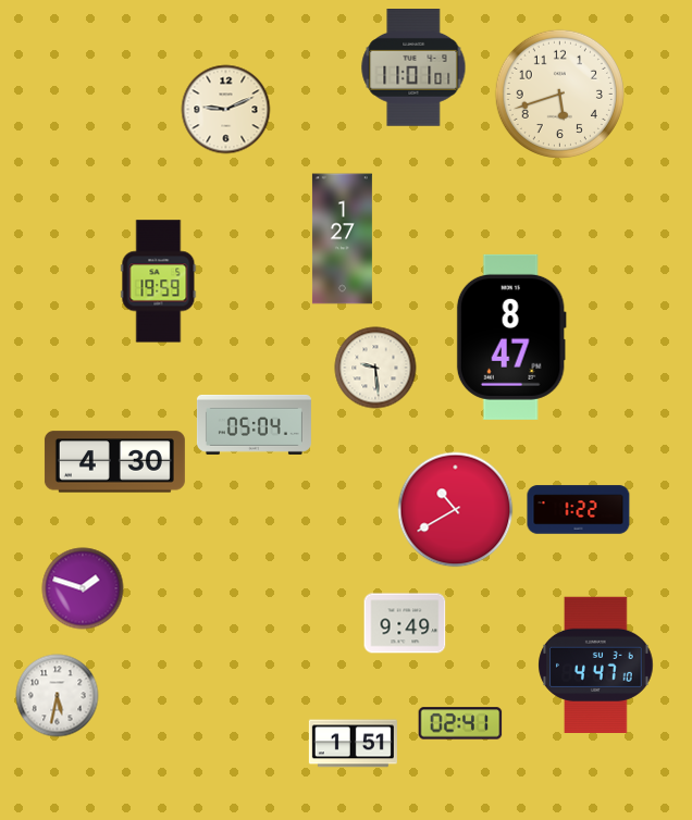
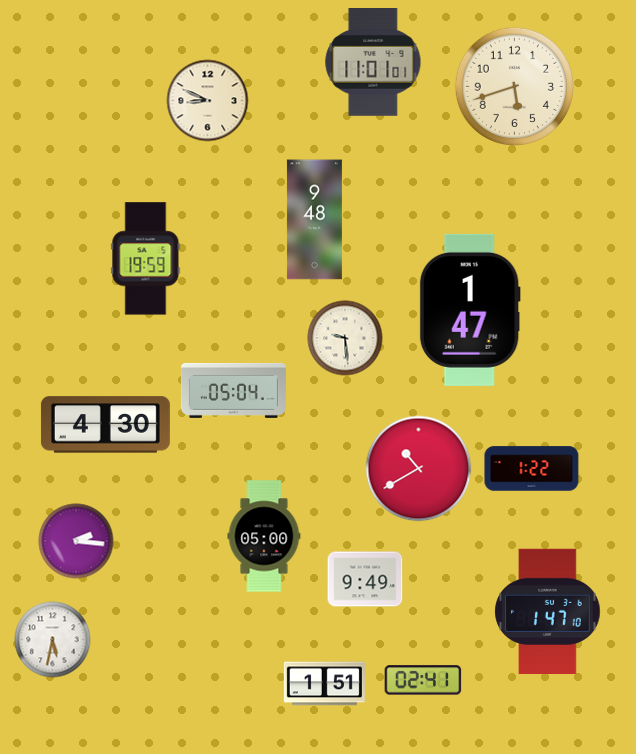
clock at (413, 69) position: (413, 69) -> (373, 63)
clock at (226, 110): 9:11 -> 8:49
clock at (342, 239): 1:27 -> 9:48
clock at (511, 337): 8:47 -> 1:47
clock at (264, 536): none -> 05:00
clock at (83, 588): 1:48 -> 2:16
clock at (405, 623) position: (405, 623) -> (365, 579)
clock at (596, 664): 4:47 -> 1:47
clock at (460, 723) position: (460, 723) -> (423, 680)
